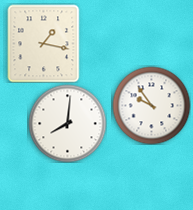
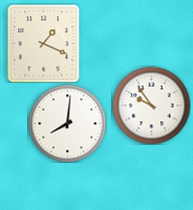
clock at (44, 43): 1:17 -> 1:19
